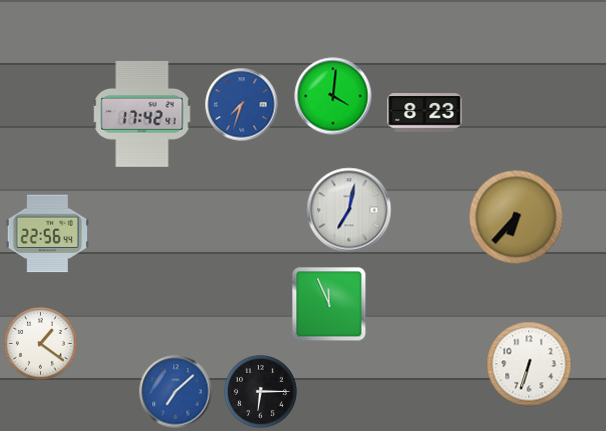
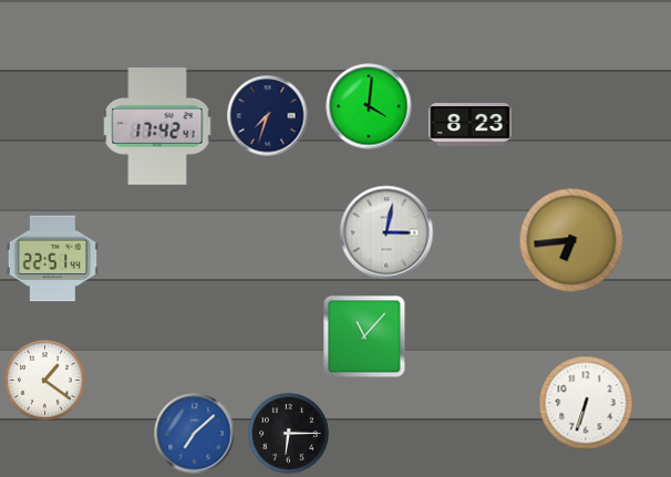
clock at (242, 105) dial: blue -> navy
clock at (349, 210): 7:02 -> 3:02
clock at (516, 217): 6:37 -> 6:44
clock at (47, 234): 22:56 -> 22:51
clock at (329, 304): 11:56 -> 11:07
